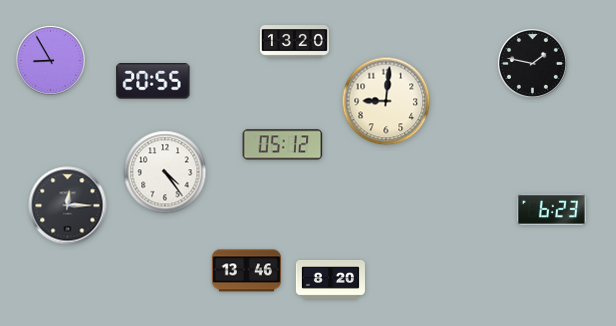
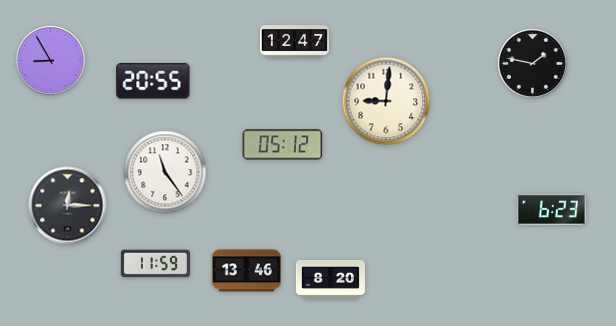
clock at (294, 42): 13:20 -> 12:47
clock at (165, 172): 4:24 -> 11:24
clock at (155, 264): none -> 11:59
